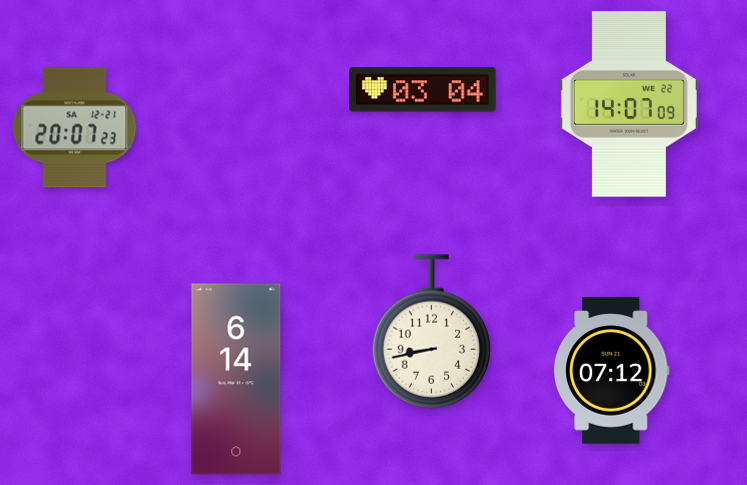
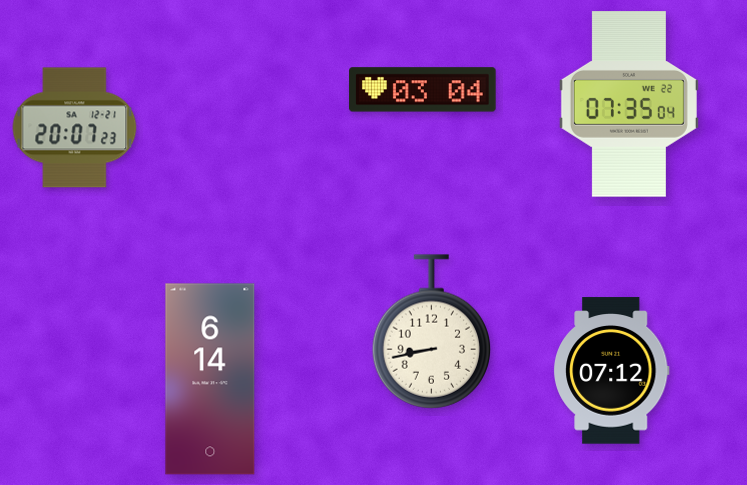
clock at (629, 104): 14:07 -> 07:35
clock at (236, 379) position: (236, 379) -> (210, 379)
